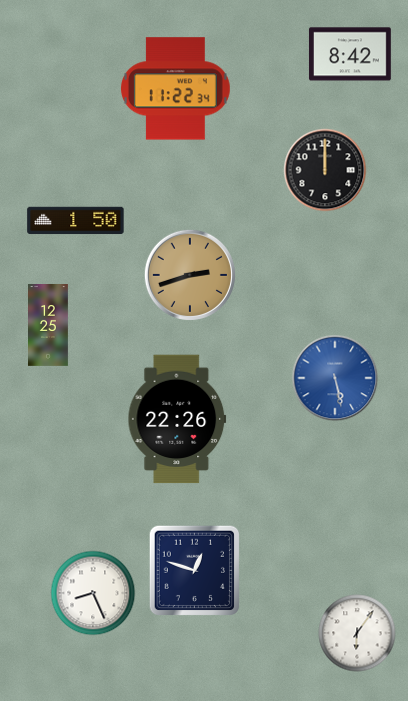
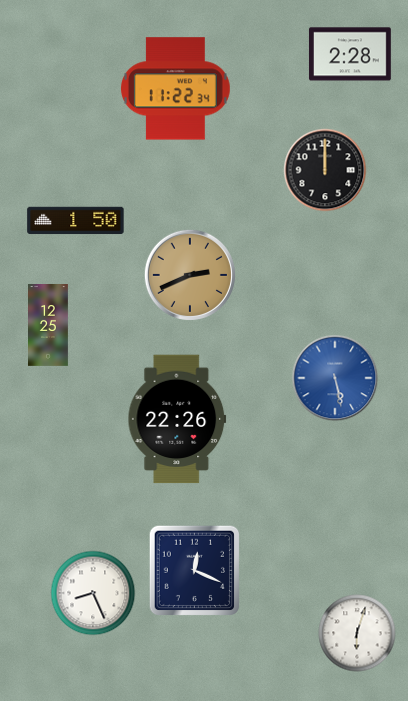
clock at (350, 54): 8:42 -> 2:28
clock at (190, 275): 2:42 -> 2:41
clock at (195, 571): 12:48 -> 12:19
clock at (357, 633): 6:06 -> 6:03
